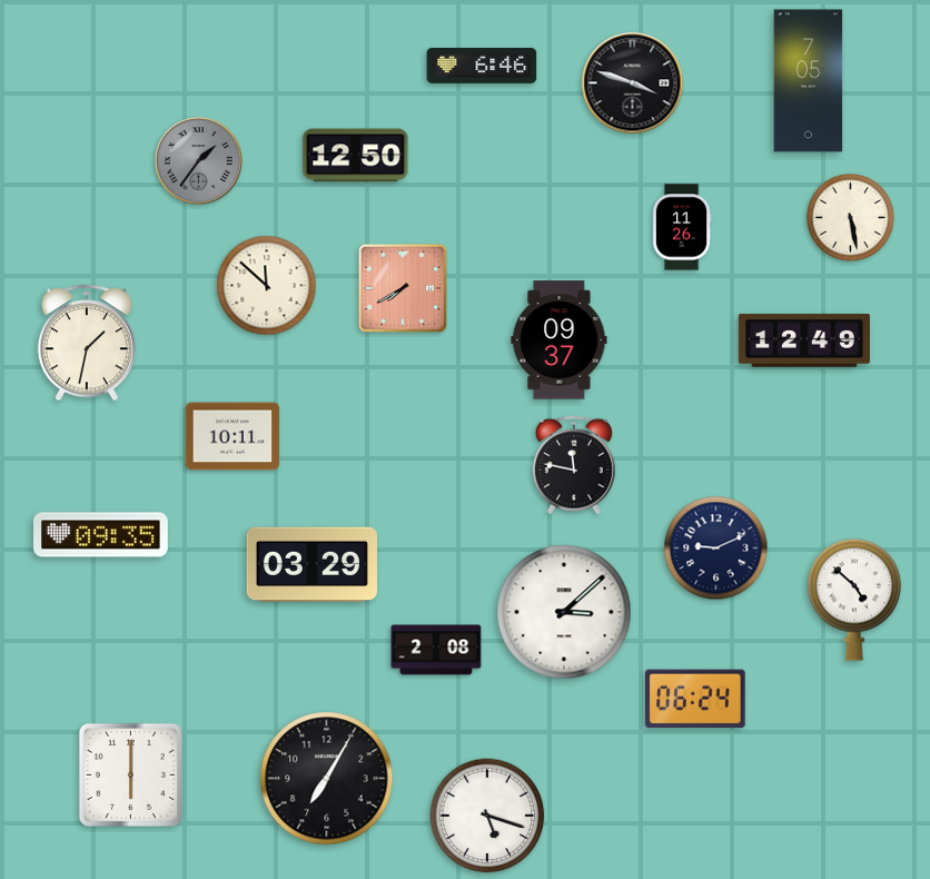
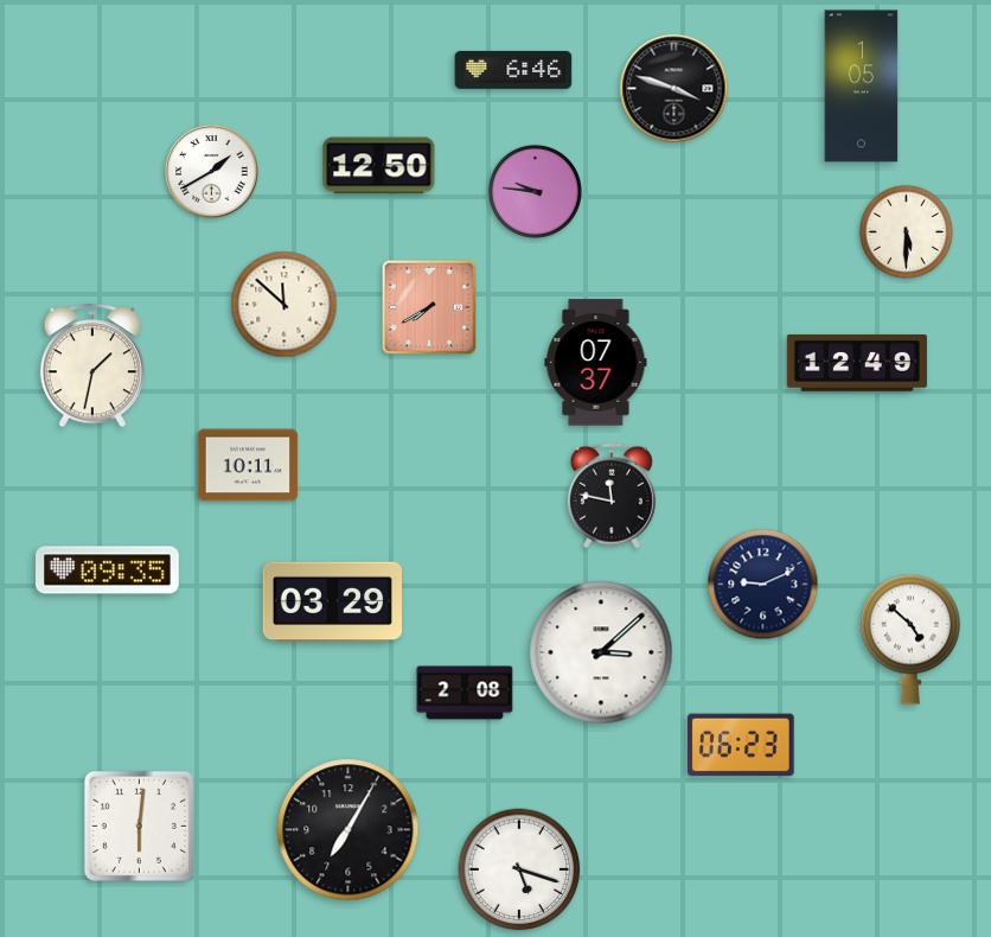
clock at (809, 81): 7:05 -> 1:05
clock at (199, 161): 1:36 -> 1:40
clock at (199, 161) dial: grey -> white
clock at (535, 191): none -> 9:46
clock at (850, 217): 5:28 -> 5:30
clock at (682, 227): 11:26 -> none
clock at (560, 340): 09:37 -> 07:37
clock at (696, 699): 06:24 -> 06:23
clock at (130, 774): 6:00 -> 6:01
